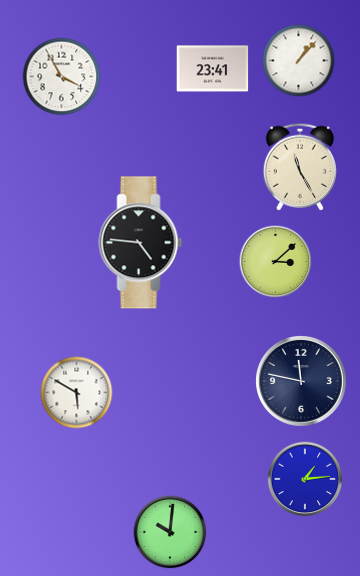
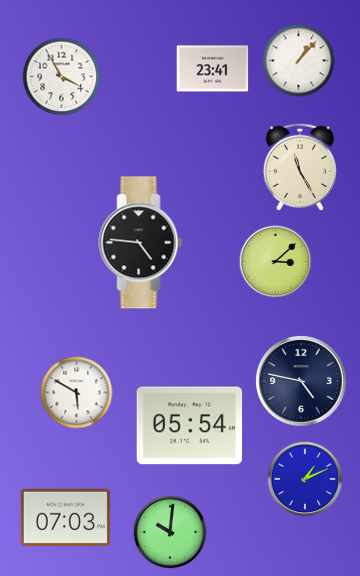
clock at (302, 382): 11:47 -> 4:47
clock at (190, 426): none -> 05:54
clock at (305, 479): 1:14 -> 1:11
clock at (65, 518): none -> 07:03
